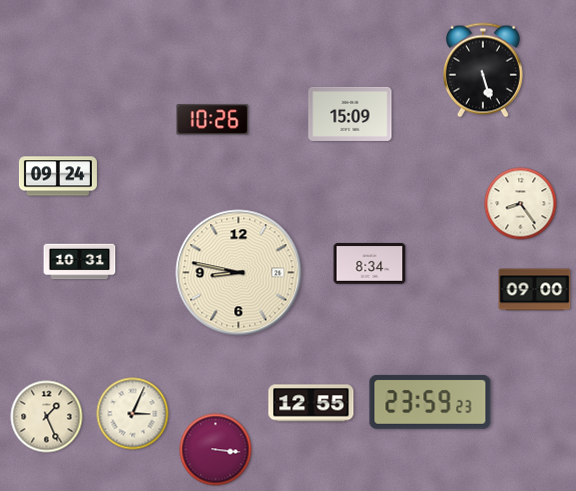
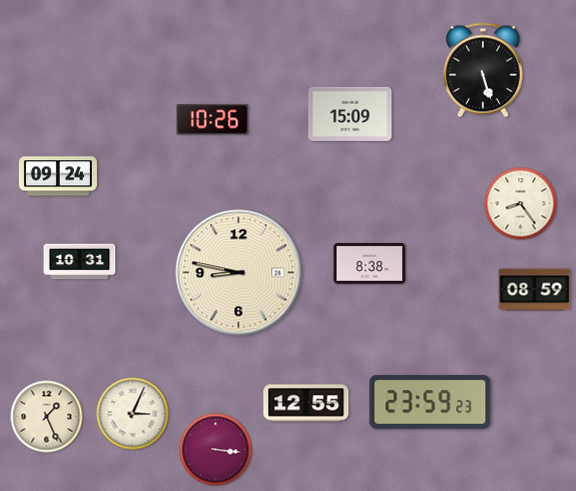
clock at (370, 264): 8:34 -> 8:38
clock at (535, 290): 09:00 -> 08:59
clock at (311, 403) position: (311, 403) -> (306, 403)
